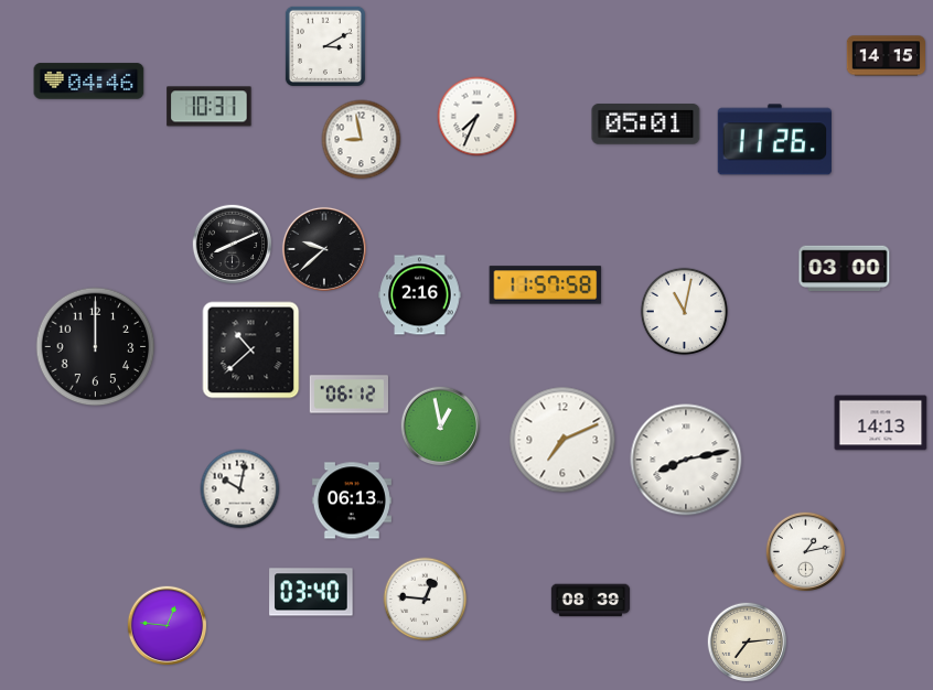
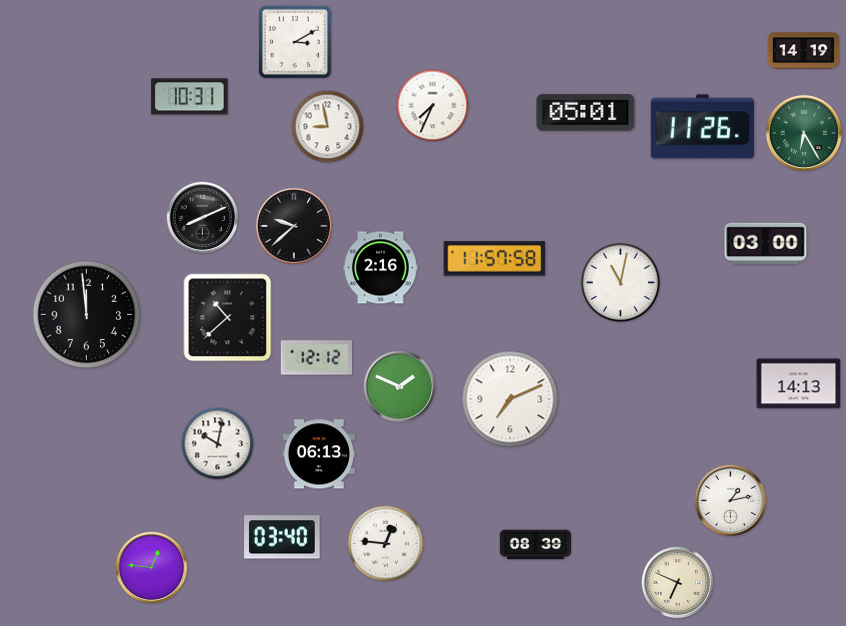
clock at (886, 56): 14:15 -> 14:19
clock at (89, 82): 04:46 -> none
clock at (804, 133): none -> 6:25
clock at (233, 245) position: (233, 245) -> (203, 218)
clock at (96, 347): 12:00 -> 11:59
clock at (348, 395): 06:12 -> 12:12
clock at (441, 427): 12:58 -> 1:49
clock at (686, 460): 8:13 -> none
clock at (748, 643): 7:14 -> 6:49
